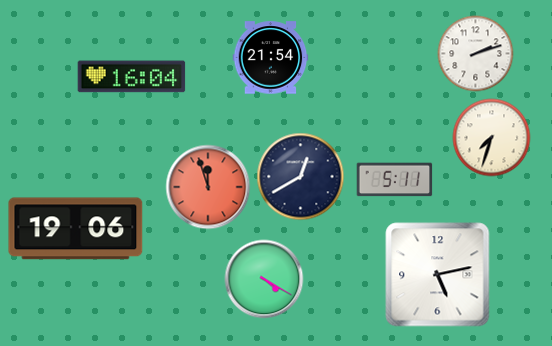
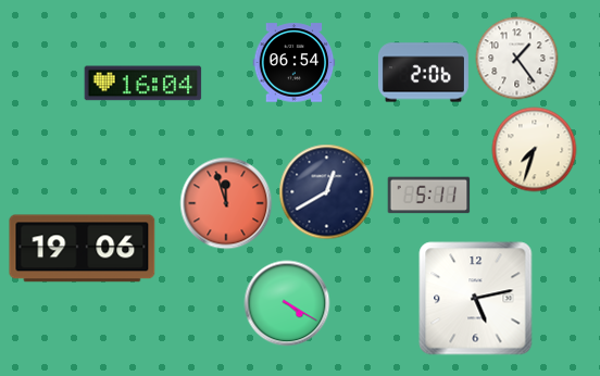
clock at (476, 54): 2:12 -> 1:24
clock at (271, 58): 21:54 -> 06:54
clock at (423, 73): none -> 2:06
